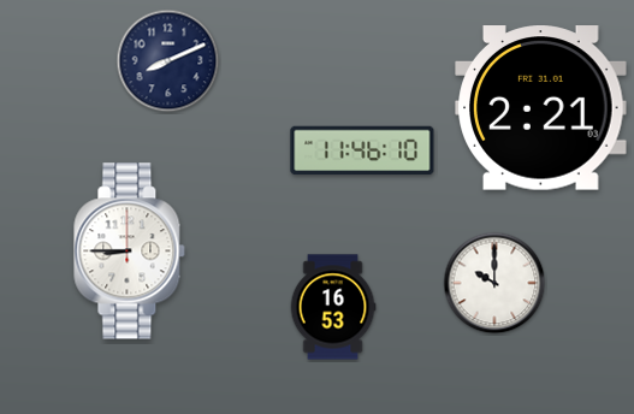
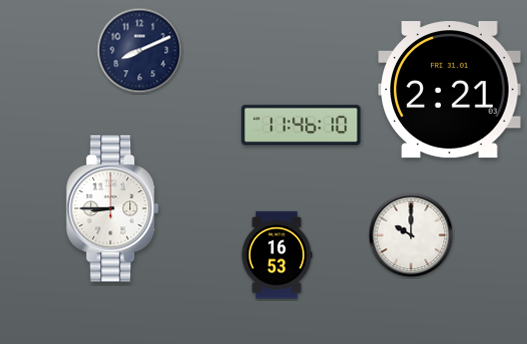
clock at (130, 252) position: (130, 252) -> (113, 209)
